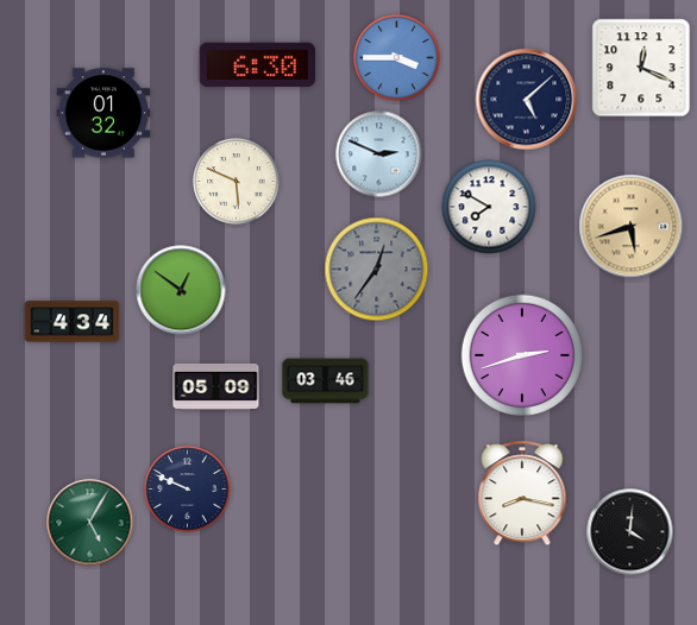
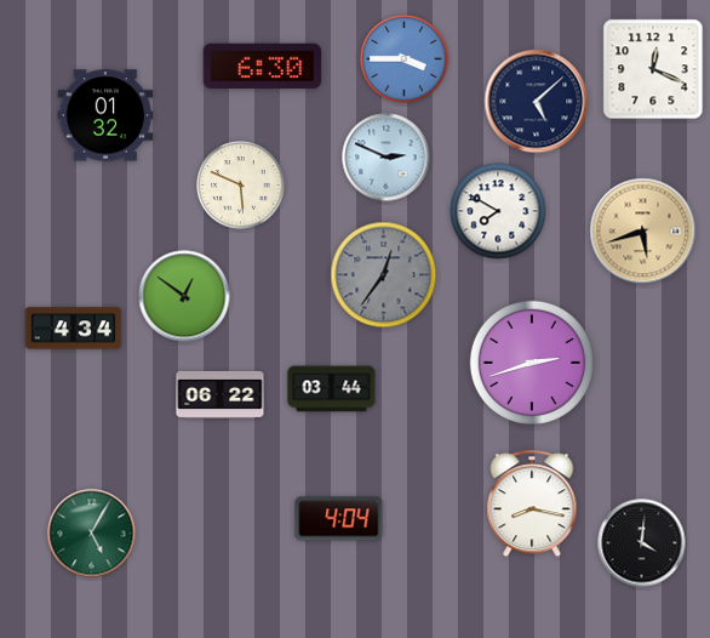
clock at (326, 381): 03:46 -> 03:44
clock at (216, 386): 05:09 -> 06:22
clock at (188, 490): 9:49 -> none
clock at (339, 519): none -> 4:04
